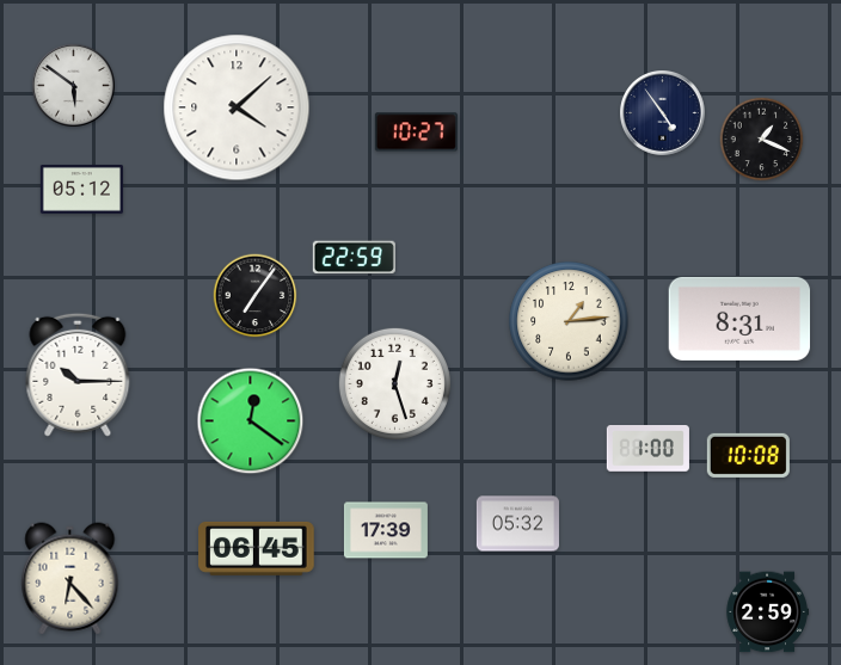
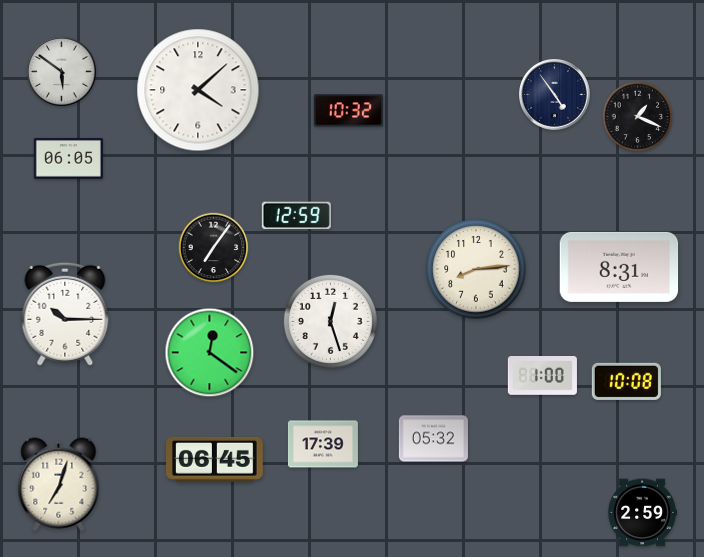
clock at (416, 133): 10:27 -> 10:32
clock at (81, 190): 05:12 -> 06:05
clock at (354, 258): 22:59 -> 12:59
clock at (569, 321): 1:14 -> 8:14
clock at (70, 579): 6:23 -> 7:03
